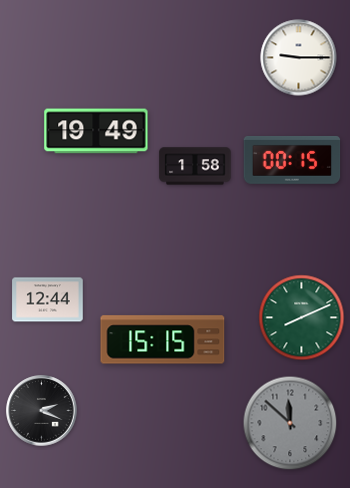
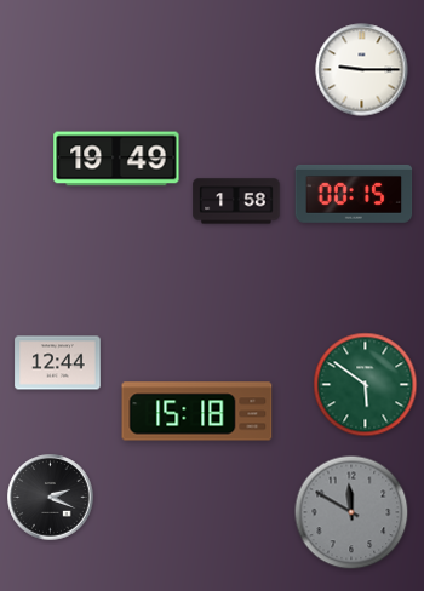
clock at (302, 318): 8:11 -> 5:51
clock at (163, 340): 15:15 -> 15:18
clock at (290, 423): 11:52 -> 11:50
